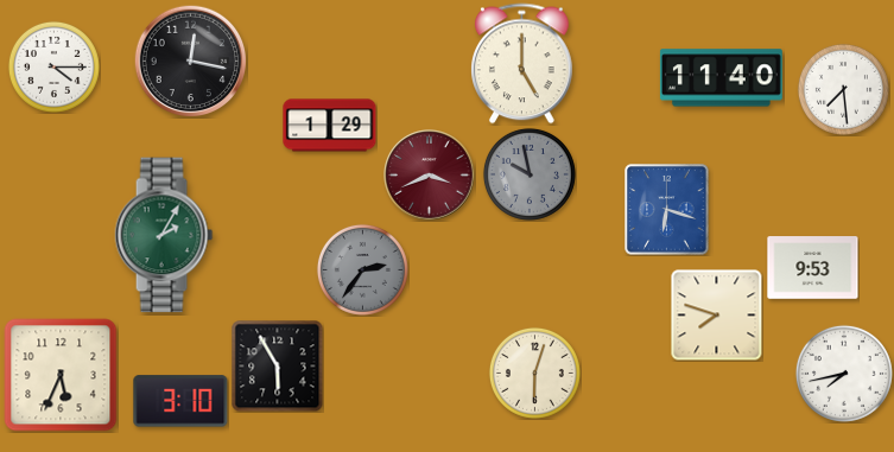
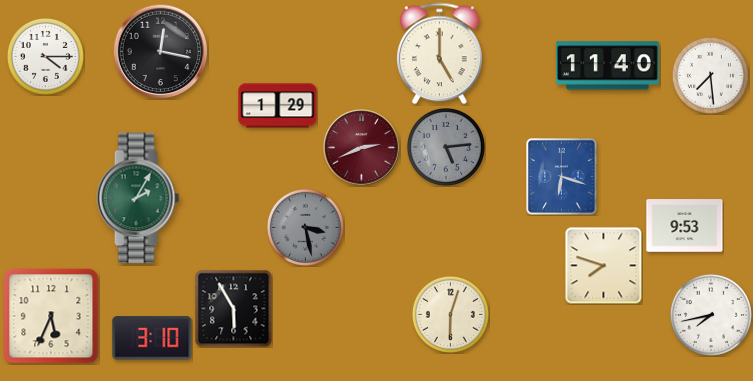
clock at (530, 174): 9:58 -> 5:14
clock at (430, 176): 3:41 -> 2:41
clock at (362, 269): 2:36 -> 3:28
